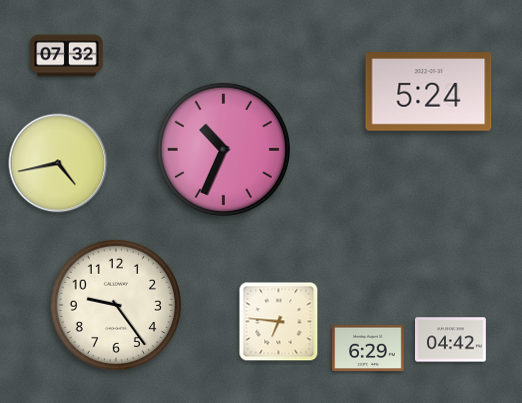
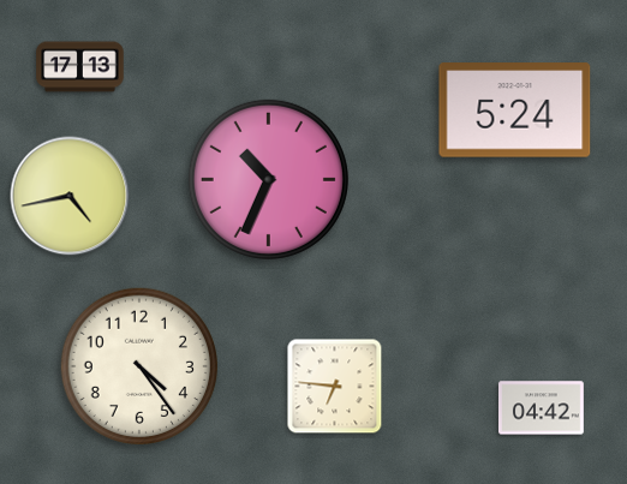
clock at (67, 56): 07:32 -> 17:13
clock at (115, 304): 9:24 -> 4:24
clock at (368, 348): 6:29 -> none
